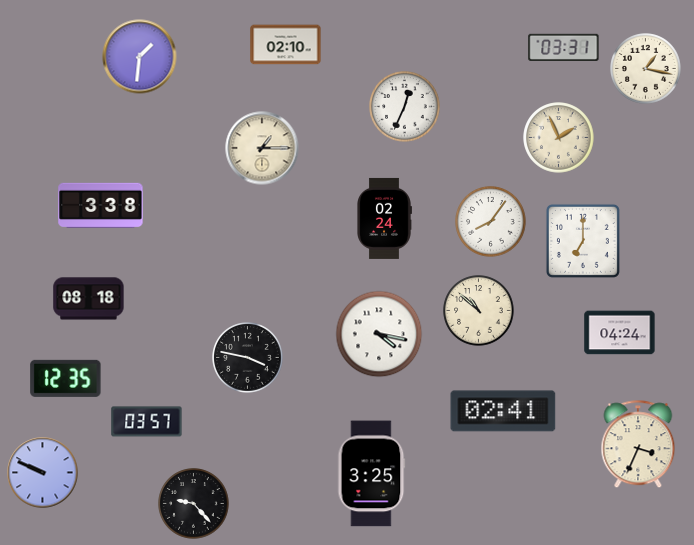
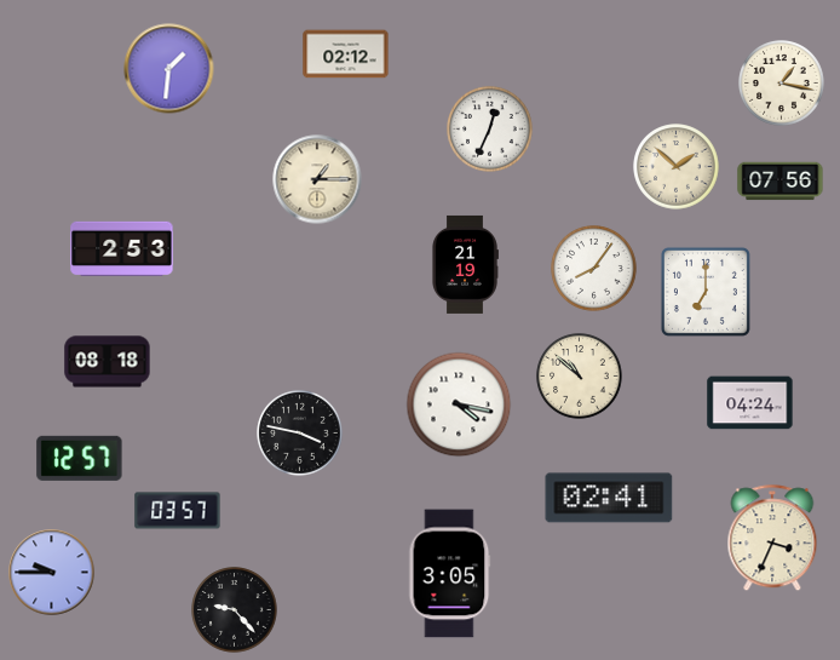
clock at (286, 45): 02:10 -> 02:12
clock at (564, 47): 03:31 -> none
clock at (559, 138): 1:56 -> 1:52
clock at (781, 182): none -> 07:56
clock at (101, 206): 3:38 -> 2:53
clock at (384, 218): 02:24 -> 21:19
clock at (66, 378): 12:35 -> 12:57
clock at (43, 473): 9:49 -> 9:45
clock at (372, 474): 3:25 -> 3:05
